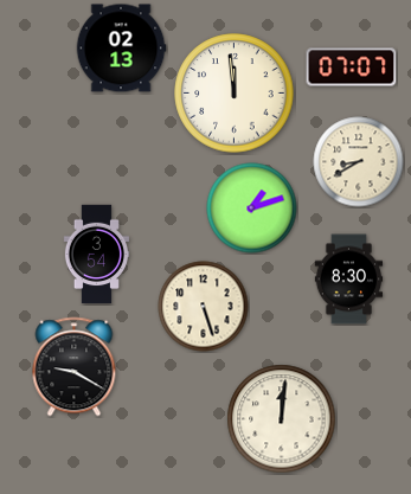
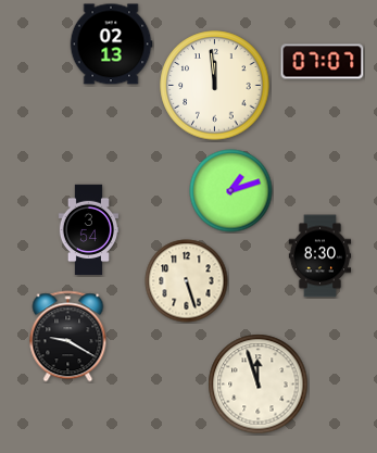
clock at (359, 162): 8:40 -> none
clock at (96, 255) position: (96, 255) -> (88, 230)
clock at (282, 419): 12:01 -> 11:57
